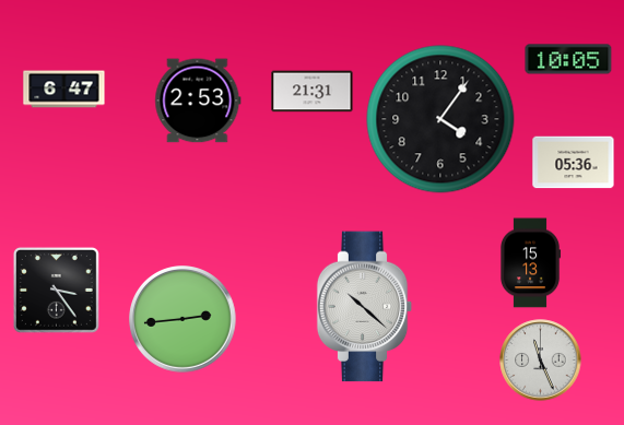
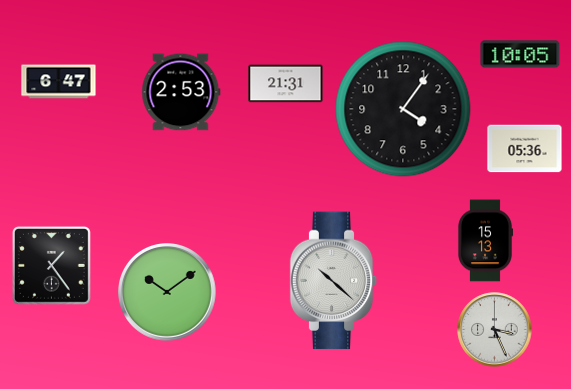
clock at (56, 290): 3:24 -> 1:24
clock at (184, 320): 2:44 -> 10:09
clock at (541, 361): 11:26 -> 3:26
